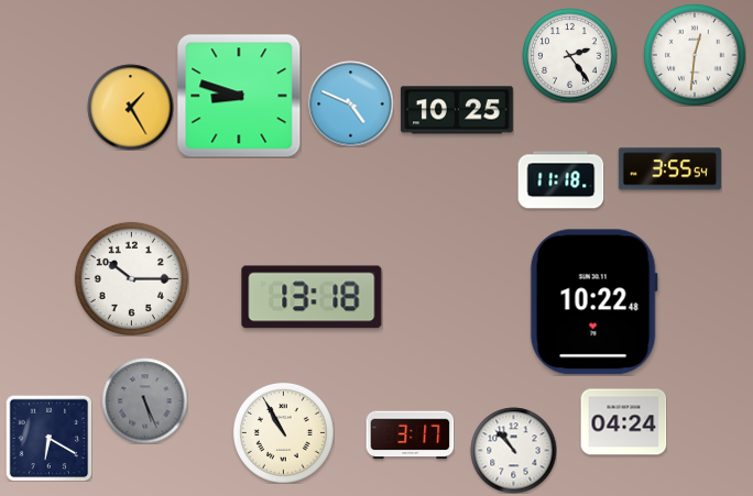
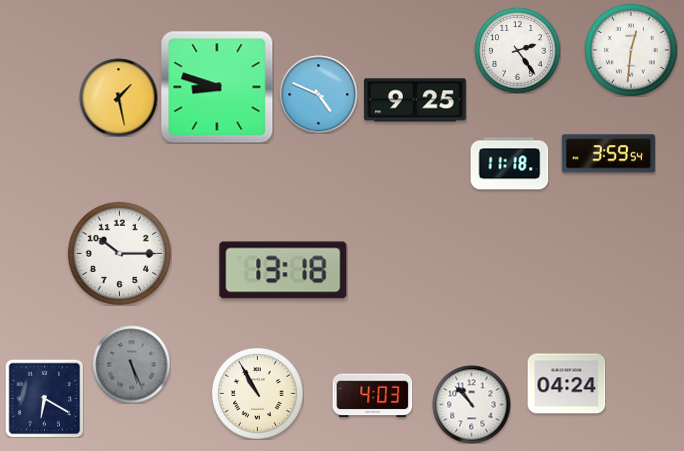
clock at (130, 107): 1:25 -> 1:28
clock at (457, 110): 10:25 -> 9:25
clock at (669, 169): 3:55 -> 3:59
clock at (593, 302): 10:22 -> none
clock at (410, 436): 3:17 -> 4:03
clock at (513, 450) position: (513, 450) -> (471, 404)
